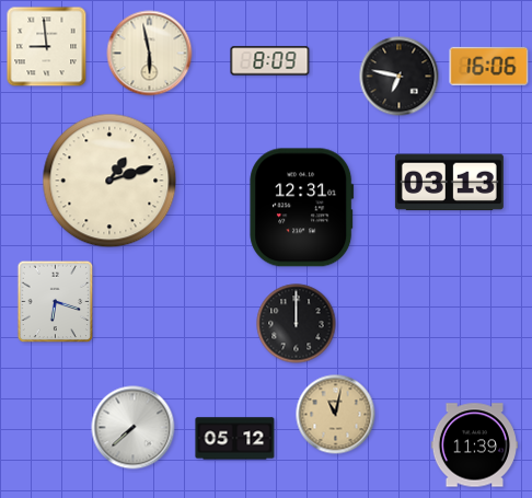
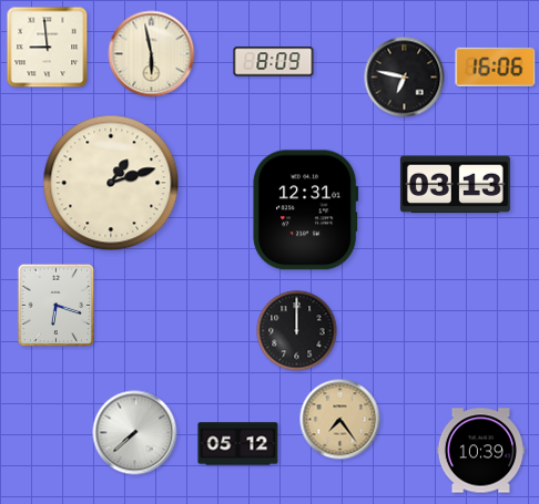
clock at (297, 324) position: (297, 324) -> (297, 331)
clock at (336, 415): 11:02 -> 7:24
clock at (474, 445): 11:39 -> 10:39
